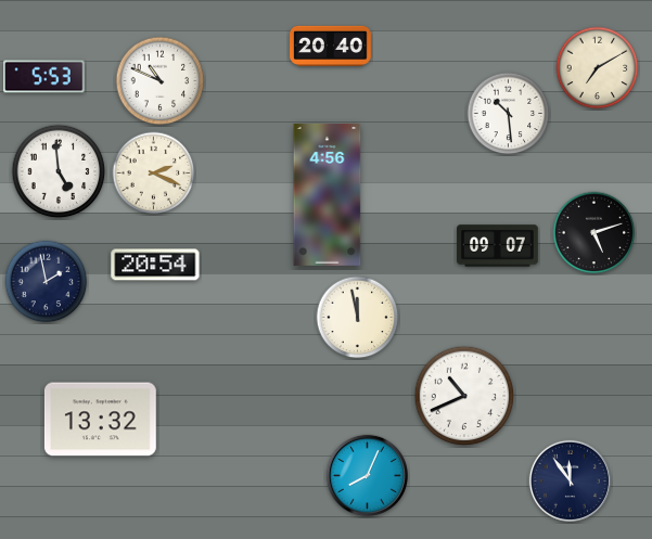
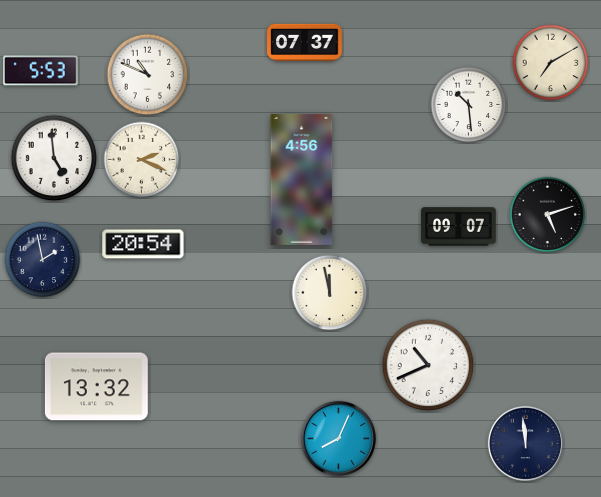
clock at (331, 46): 20:40 -> 07:37
clock at (100, 420) position: (100, 420) -> (96, 387)
clock at (570, 480): 11:54 -> 11:59
